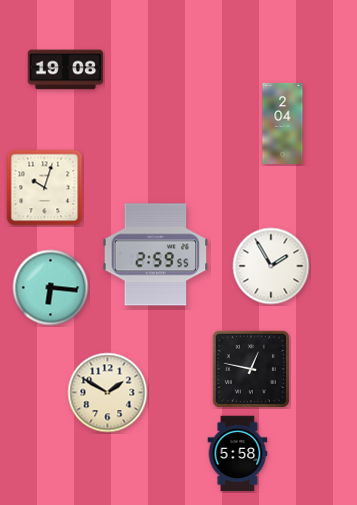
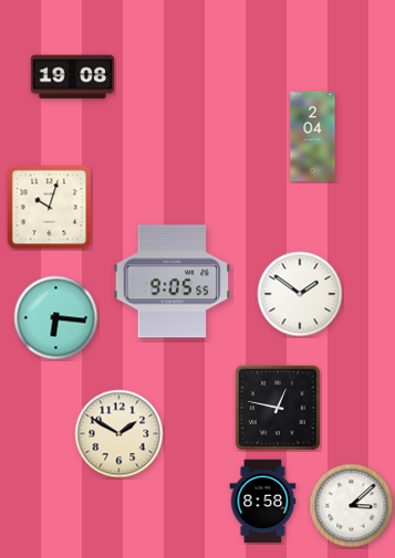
clock at (156, 255): 2:59 -> 9:05
clock at (271, 266): 1:55 -> 1:51
clock at (238, 454): 5:58 -> 8:58
clock at (352, 506): none -> 3:08
